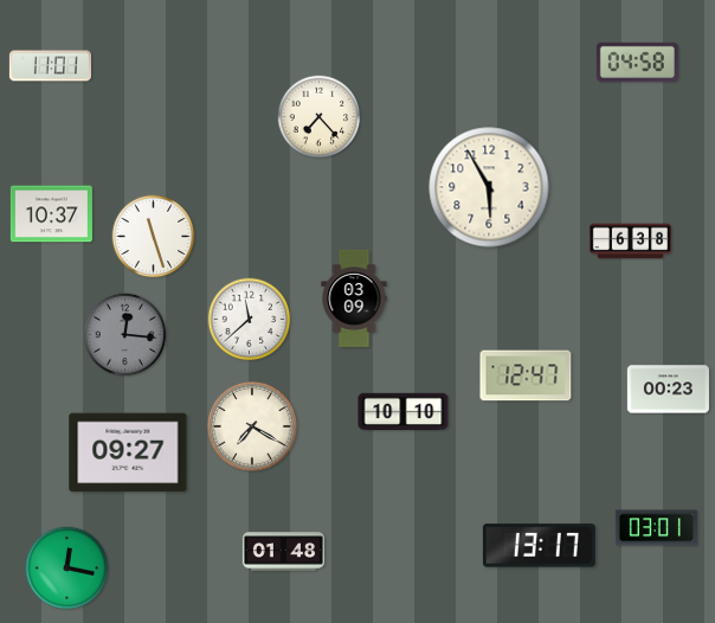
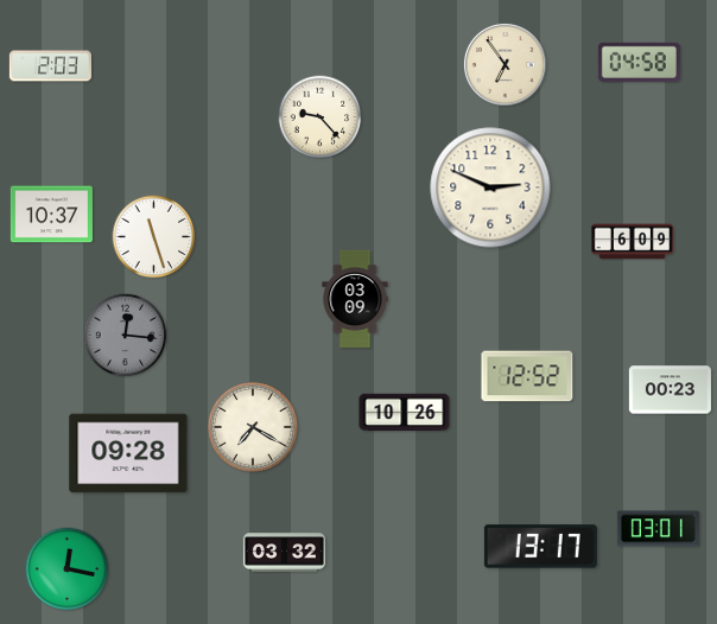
clock at (505, 64): none -> 6:54
clock at (50, 66): 11:01 -> 2:03
clock at (320, 117): 7:23 -> 9:23
clock at (489, 187): 5:55 -> 2:49
clock at (630, 242): 6:38 -> 6:09
clock at (250, 320): 11:38 -> none
clock at (526, 375): 12:47 -> 12:52
clock at (404, 412): 10:10 -> 10:26
clock at (128, 452): 09:27 -> 09:28
clock at (283, 552): 01:48 -> 03:32
